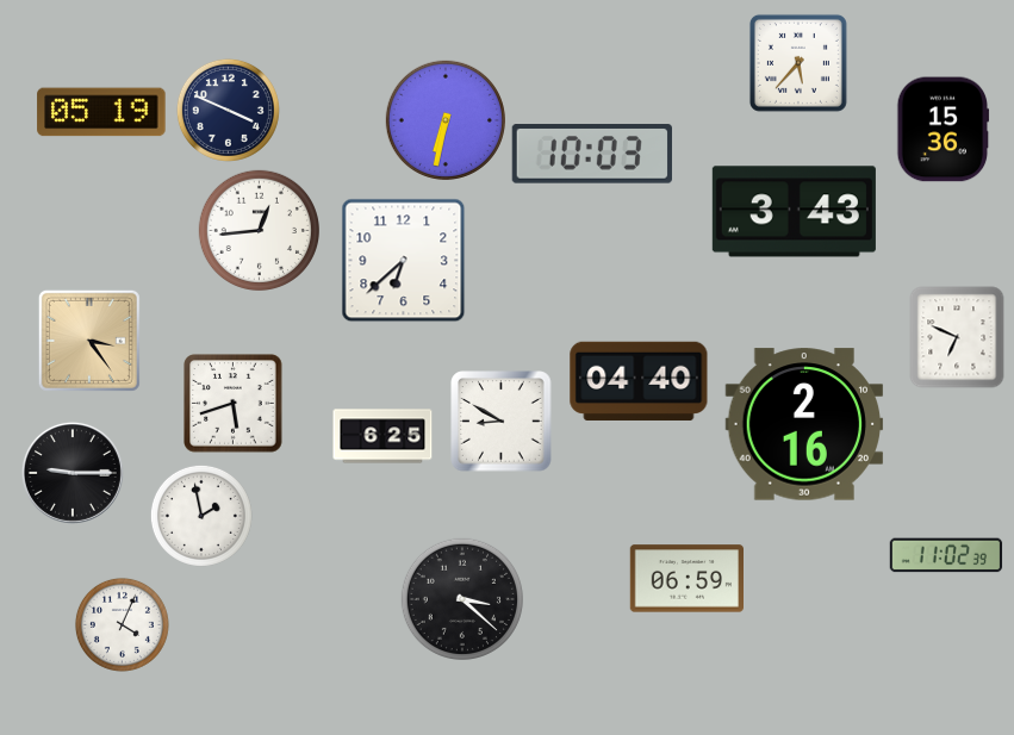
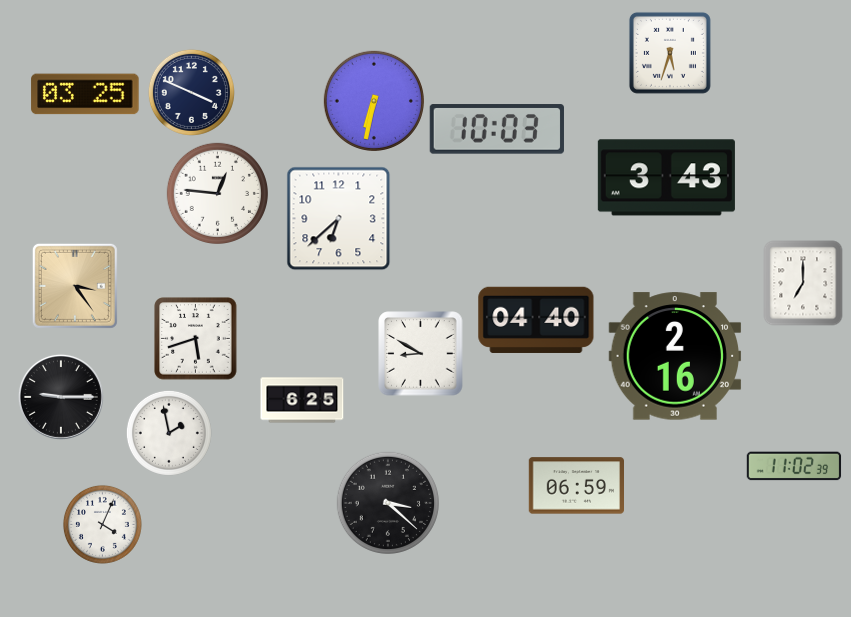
clock at (798, 63): 5:37 -> 5:33
clock at (101, 112): 05:19 -> 03:25
clock at (944, 130): 15:36 -> none
clock at (259, 230): 12:44 -> 12:46
clock at (957, 337): 6:49 -> 7:00
clock at (382, 436) position: (382, 436) -> (302, 400)
